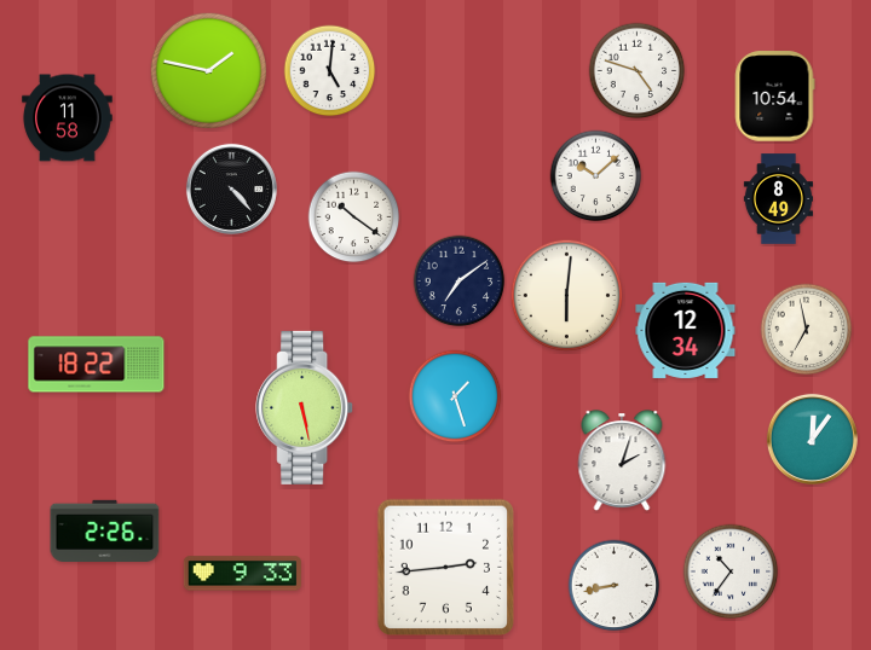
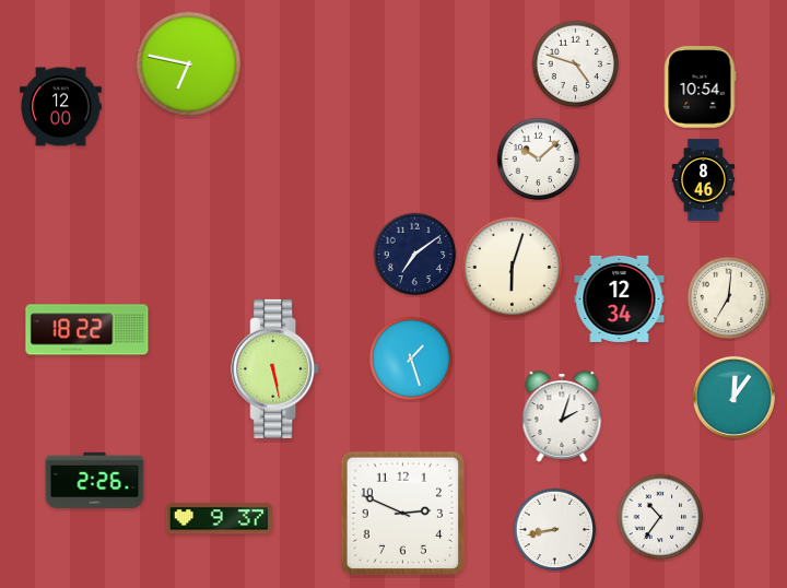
clock at (208, 70): 1:47 -> 6:47
clock at (330, 71): 5:01 -> none
clock at (68, 118): 11:58 -> 12:00
clock at (231, 188): 4:23 -> none
clock at (778, 199): 8:49 -> 8:46
clock at (354, 217): 10:21 -> none
clock at (567, 296): 6:01 -> 6:03
clock at (807, 330): 6:58 -> 7:01
clock at (446, 568): 2:44 -> 2:49
clock at (242, 574): 9:33 -> 9:37
